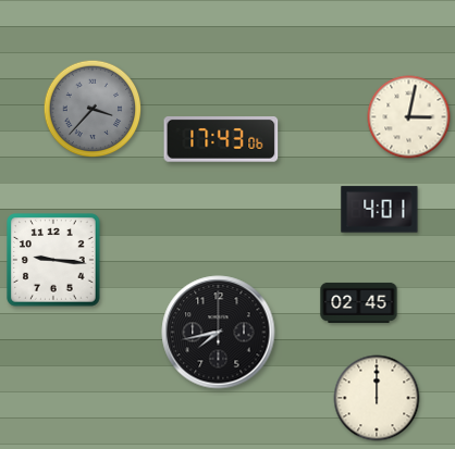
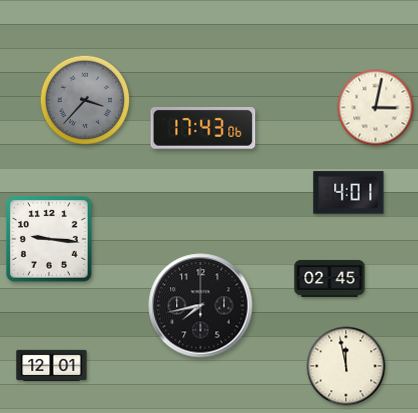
clock at (52, 365): none -> 12:01
clock at (377, 398): 12:00 -> 11:58
